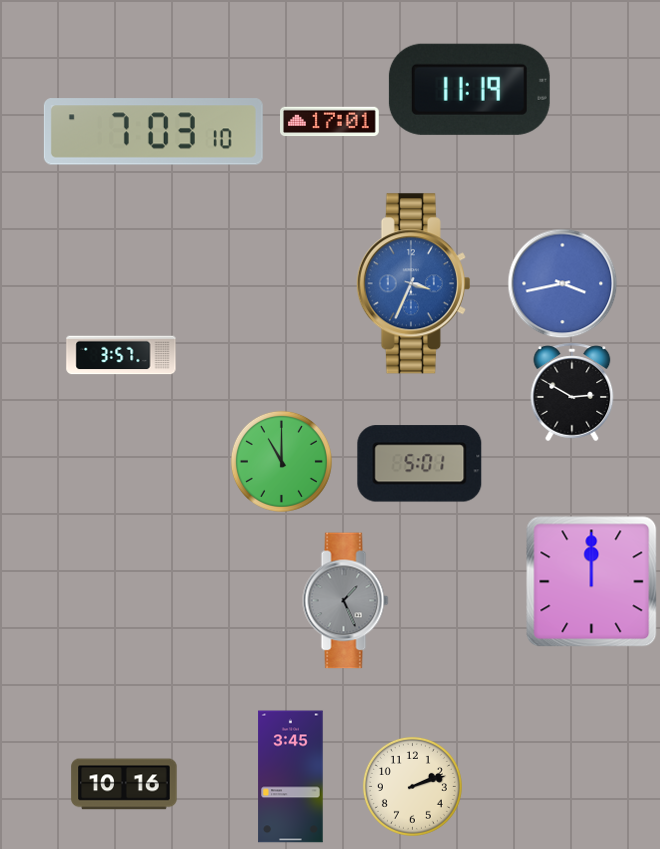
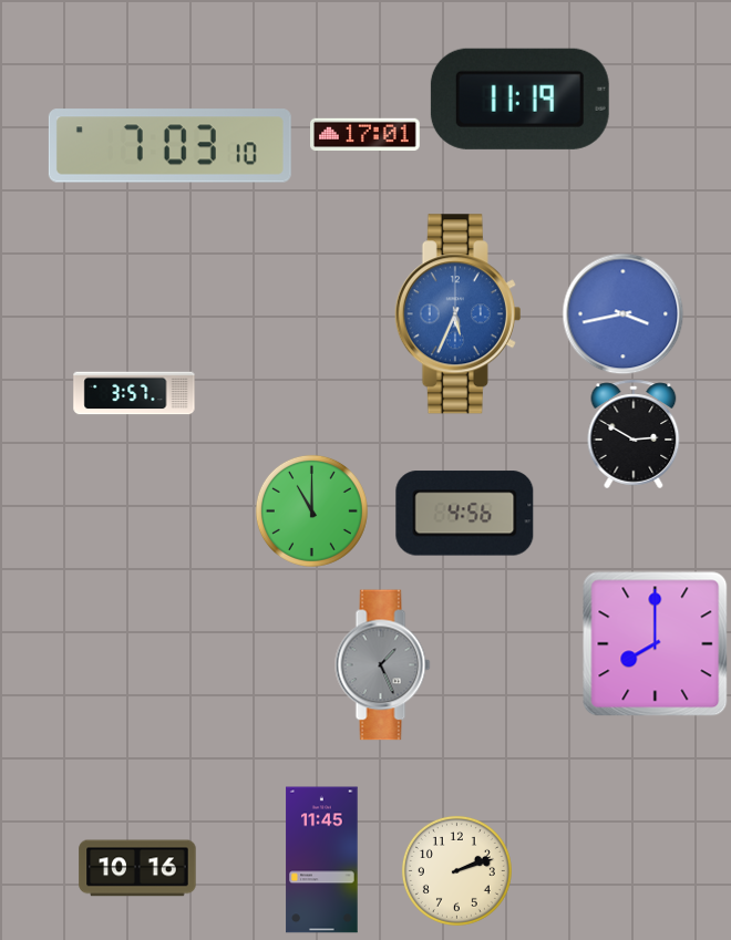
clock at (413, 284): 3:34 -> 5:34
clock at (420, 464): 5:01 -> 4:56
clock at (592, 582): 12:00 -> 8:00
clock at (291, 777): 3:45 -> 11:45
